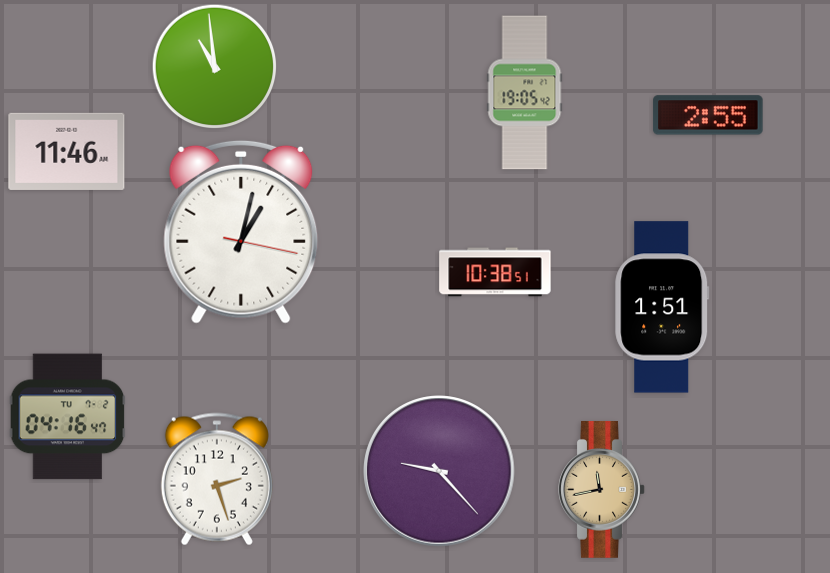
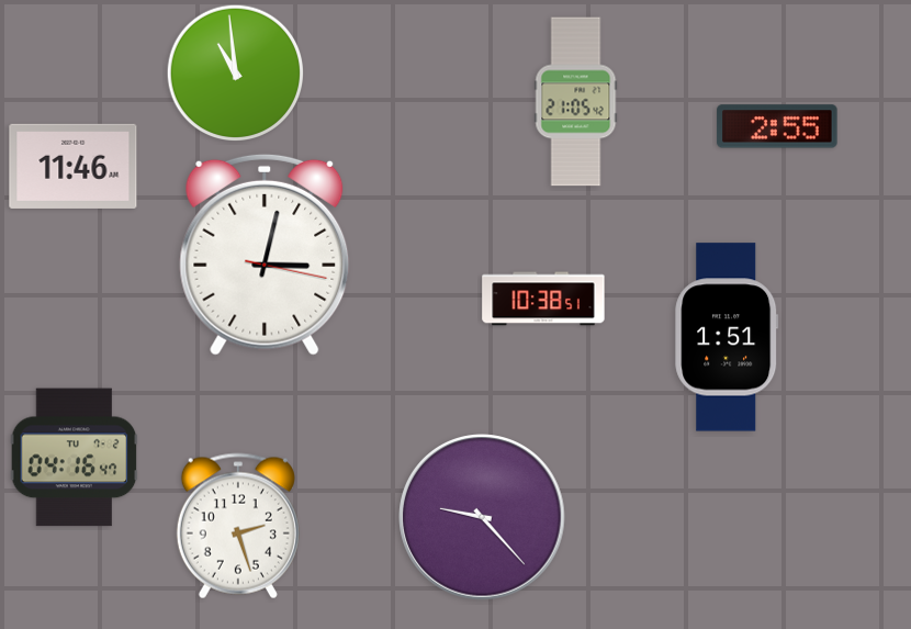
clock at (525, 93): 19:05 -> 21:05
clock at (241, 232): 1:02 -> 3:02
clock at (602, 490): 11:43 -> none
